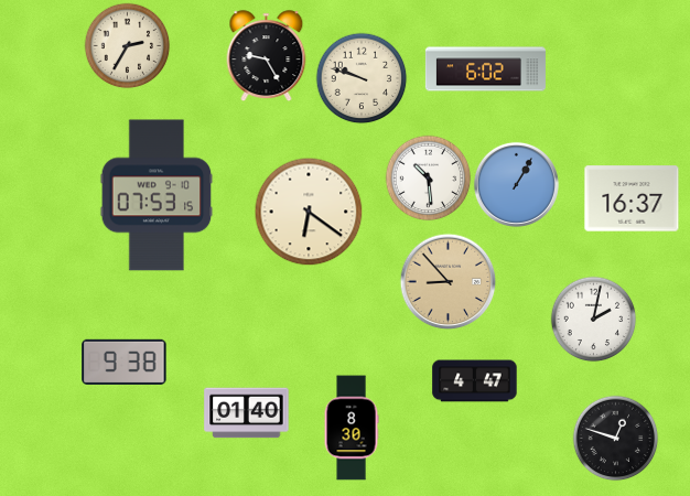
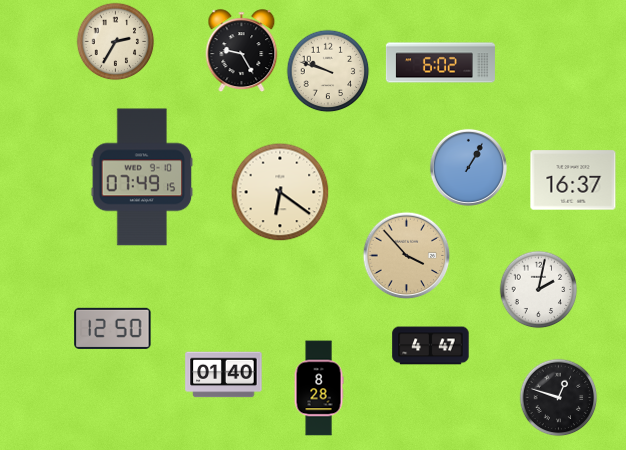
clock at (428, 177): 10:29 -> none
clock at (157, 195): 07:53 -> 07:49
clock at (448, 281): 8:53 -> 3:53
clock at (125, 362): 9:38 -> 12:50
clock at (352, 428): 8:30 -> 8:28
